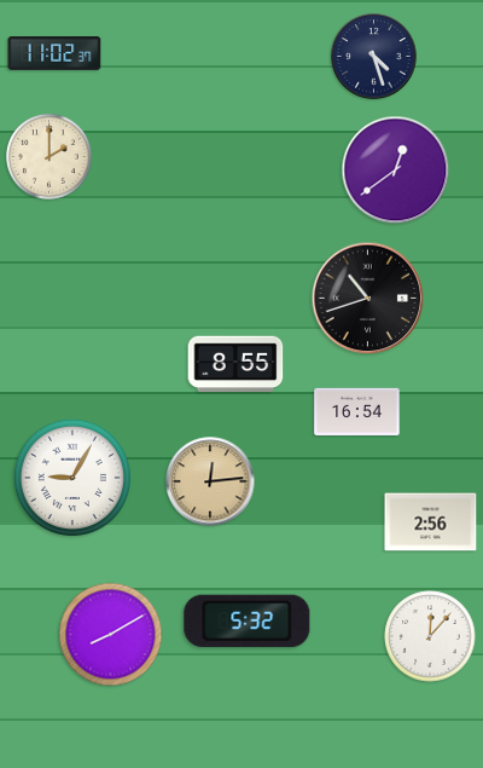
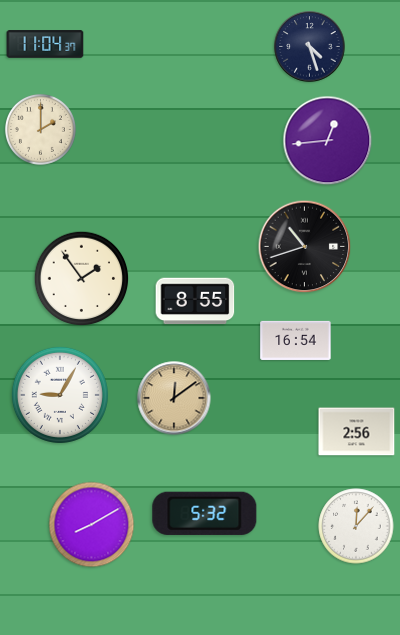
clock at (54, 53): 11:02 -> 11:04
clock at (396, 171): 12:39 -> 12:44
clock at (82, 279): none -> 1:54
clock at (210, 481): 12:14 -> 12:09
